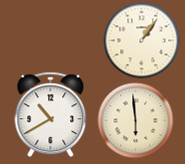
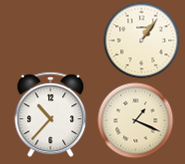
clock at (51, 115): 10:40 -> 10:37
clock at (136, 121): 5:59 -> 1:19
